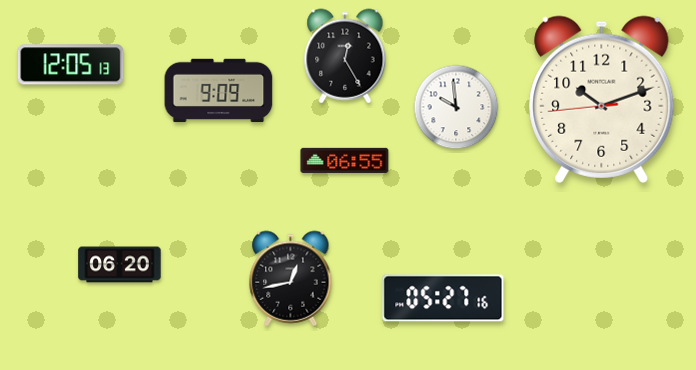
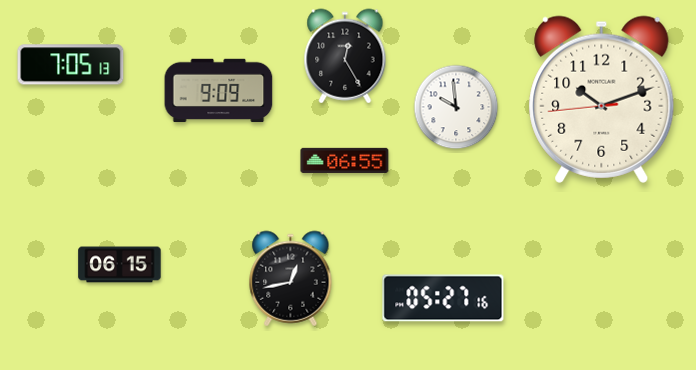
clock at (71, 65): 12:05 -> 7:05
clock at (120, 265): 06:20 -> 06:15
